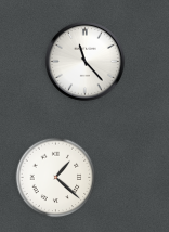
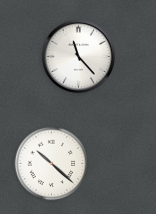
clock at (56, 178): 1:22 -> 10:22
